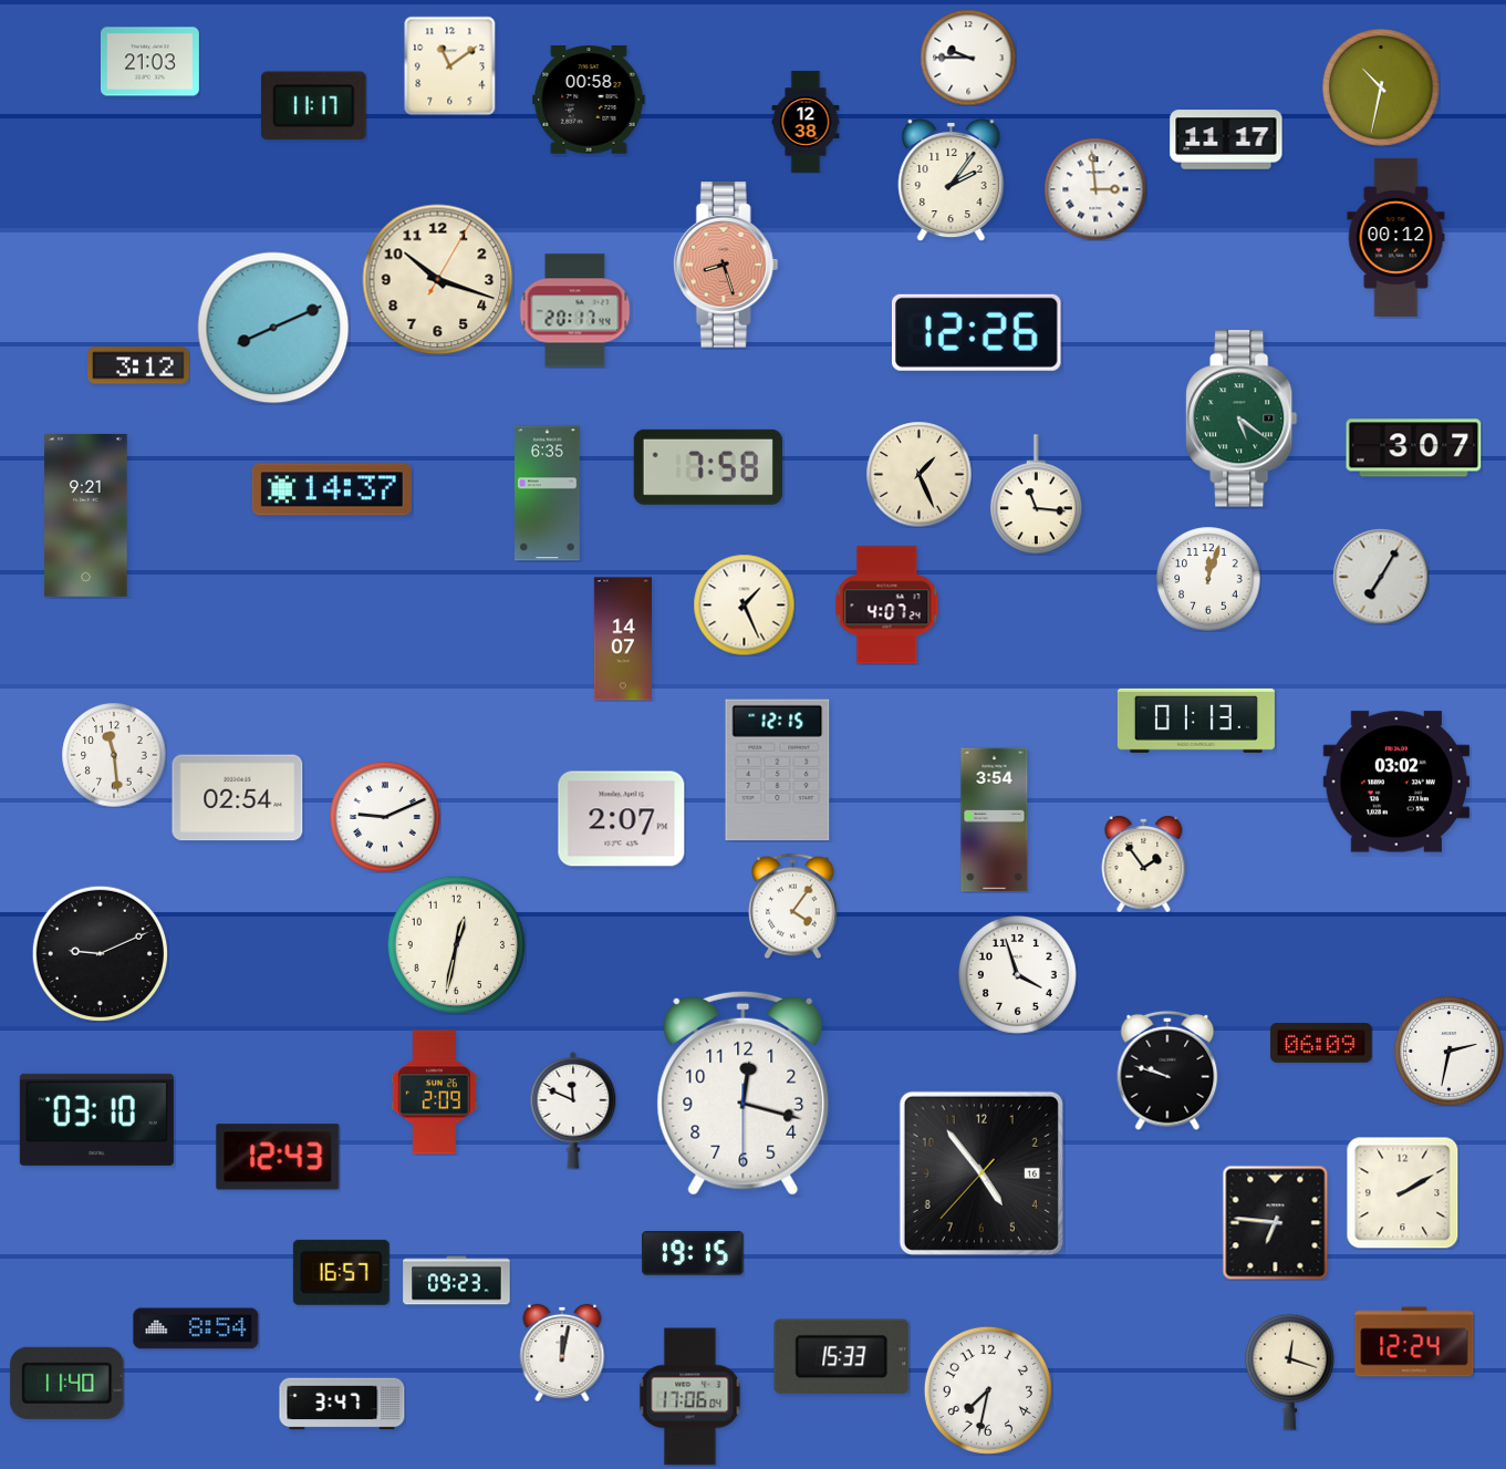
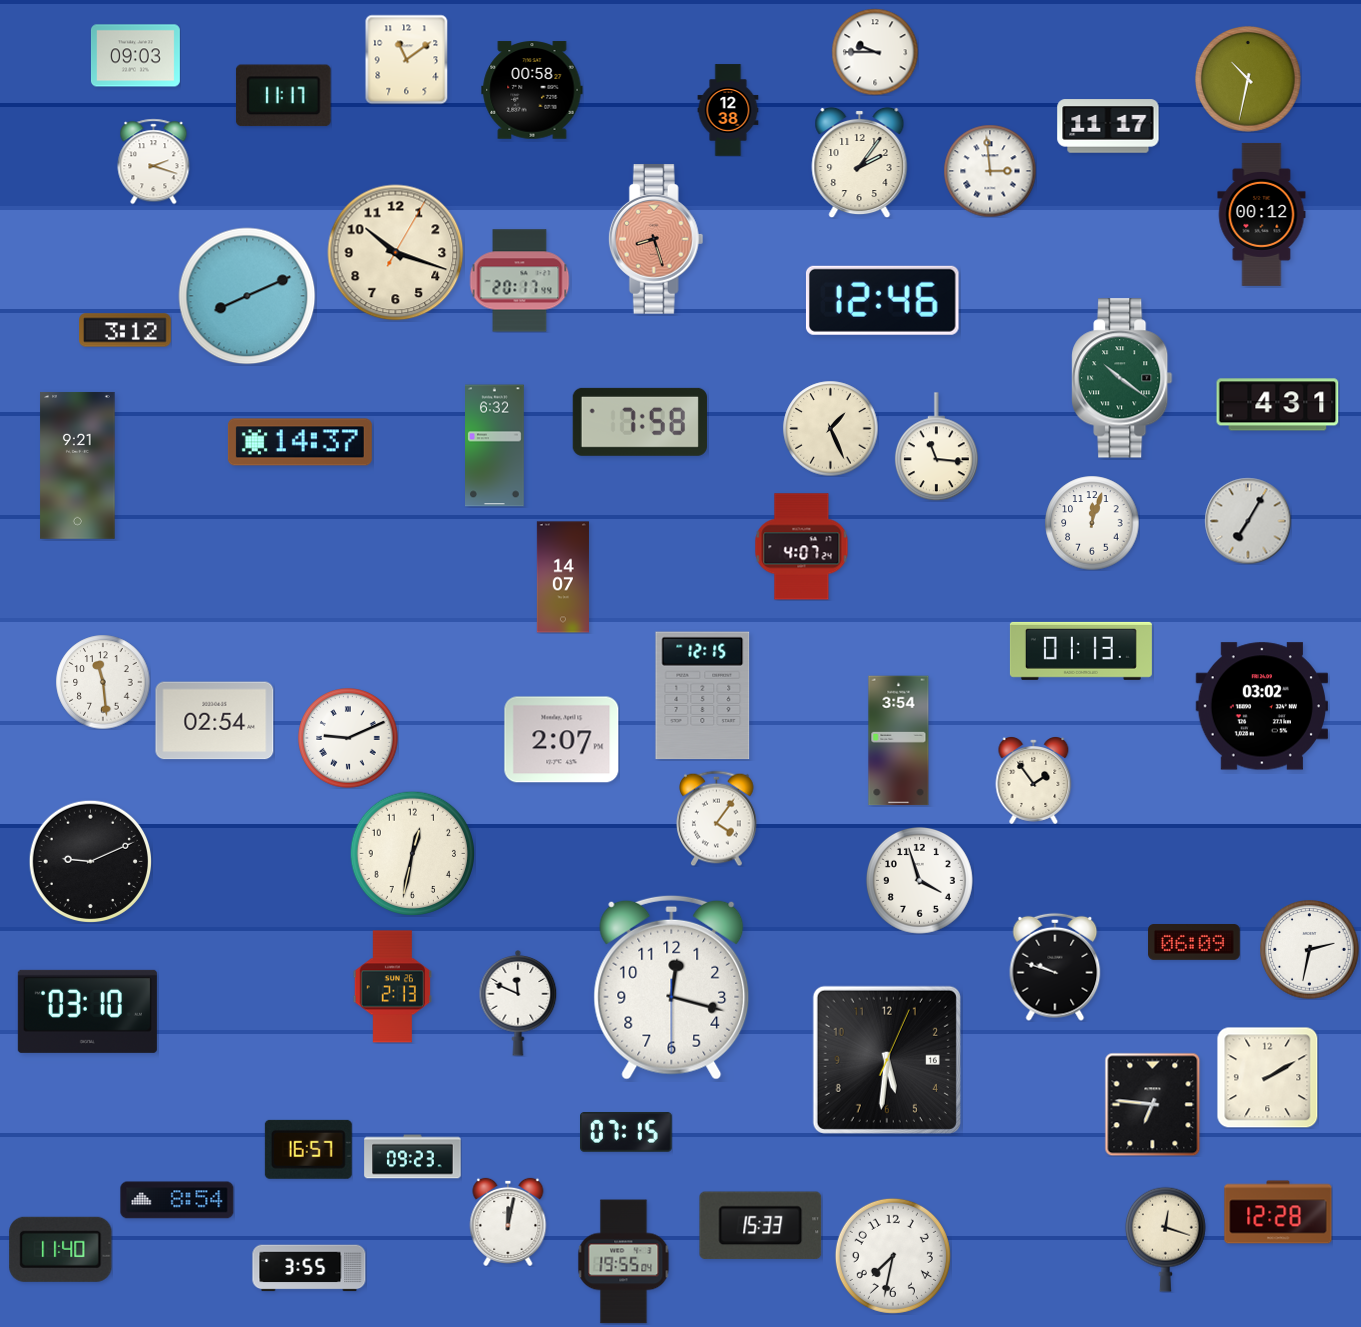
clock at (149, 62): 21:03 -> 09:03
clock at (154, 161): none -> 2:18
clock at (976, 332): 12:26 -> 12:46
clock at (1242, 418): 5:21 -> 10:21
clock at (1414, 448): 3:07 -> 4:31
clock at (548, 494): 6:35 -> 6:32
clock at (744, 604): 1:26 -> none
clock at (434, 1093): 2:09 -> 2:13
clock at (278, 1157): 12:43 -> none
clock at (982, 1173): 4:53 -> 5:31
clock at (694, 1254): 19:15 -> 07:15
clock at (1414, 1342): 12:24 -> 12:28
clock at (690, 1397): 17:06 -> 19:55
clock at (342, 1404): 3:47 -> 3:55
